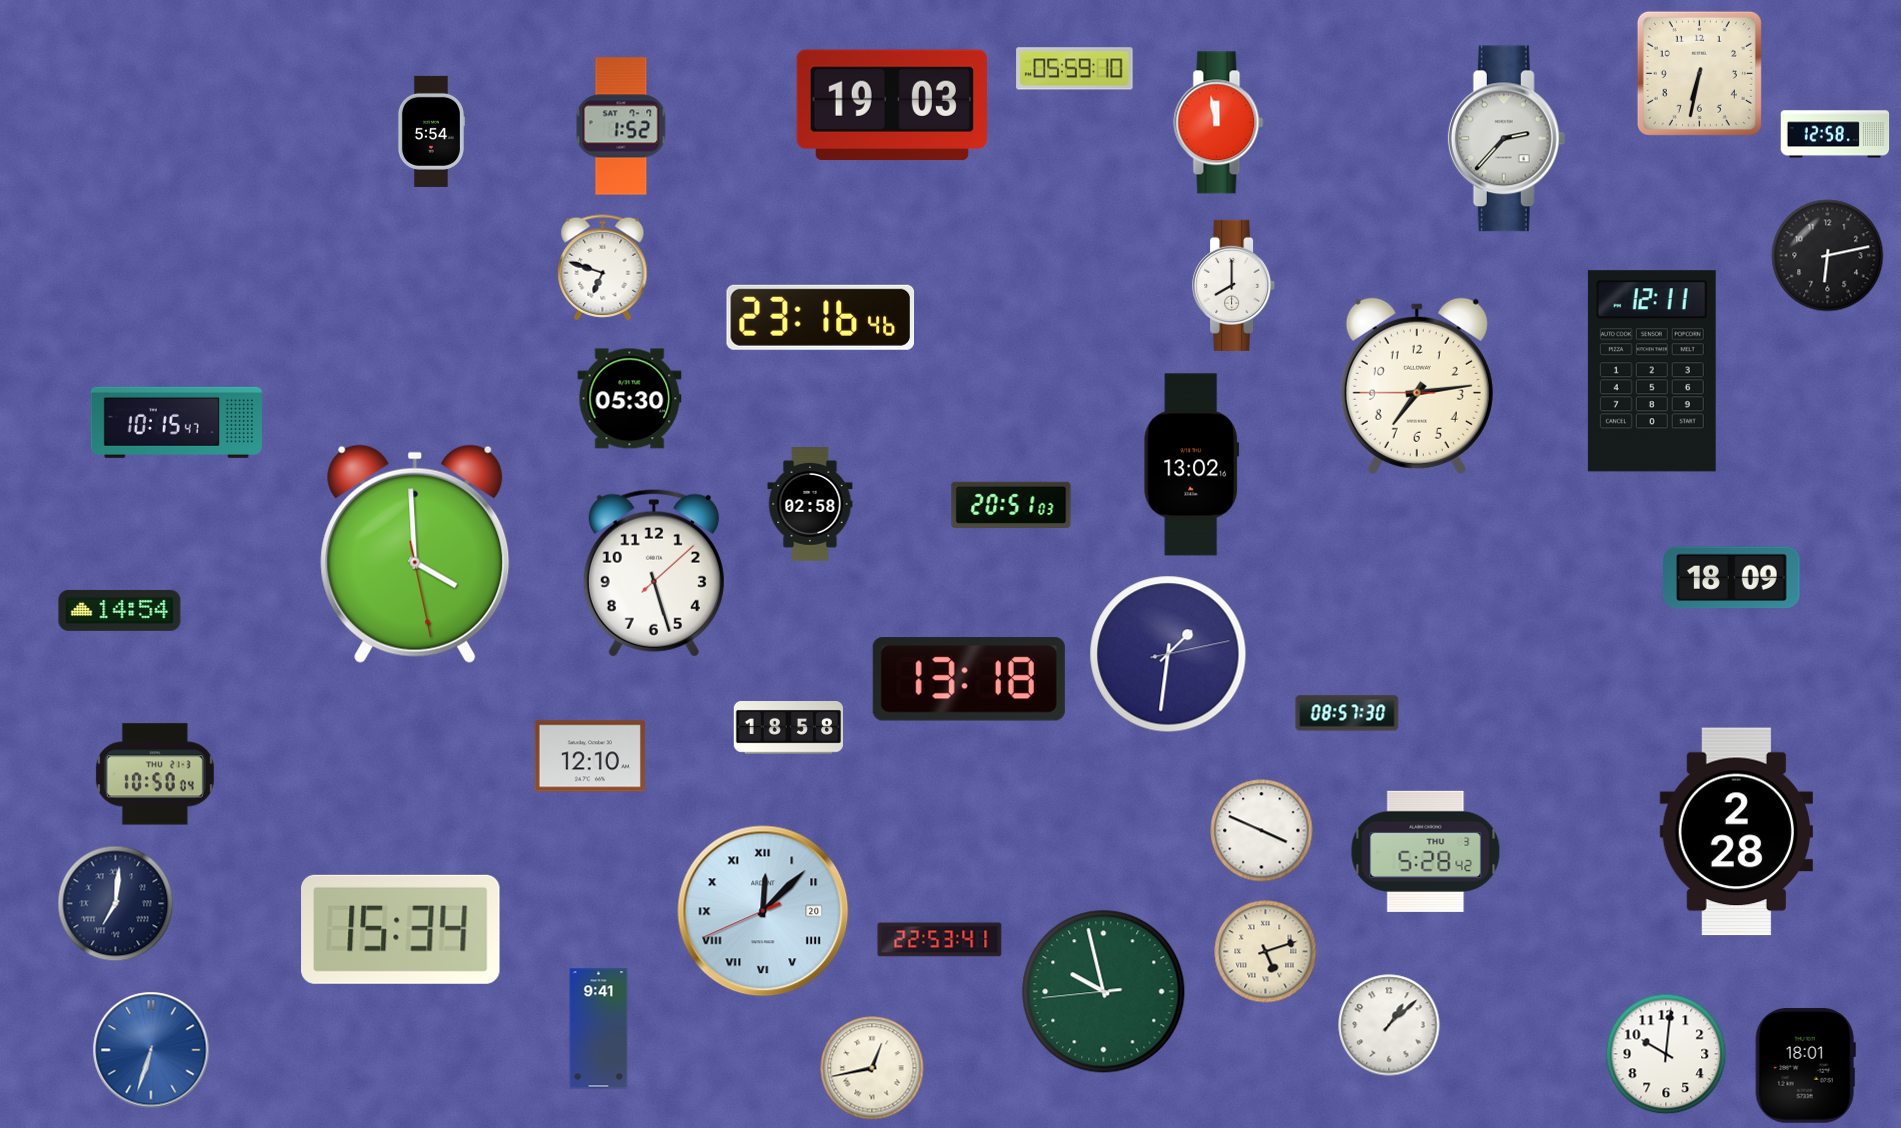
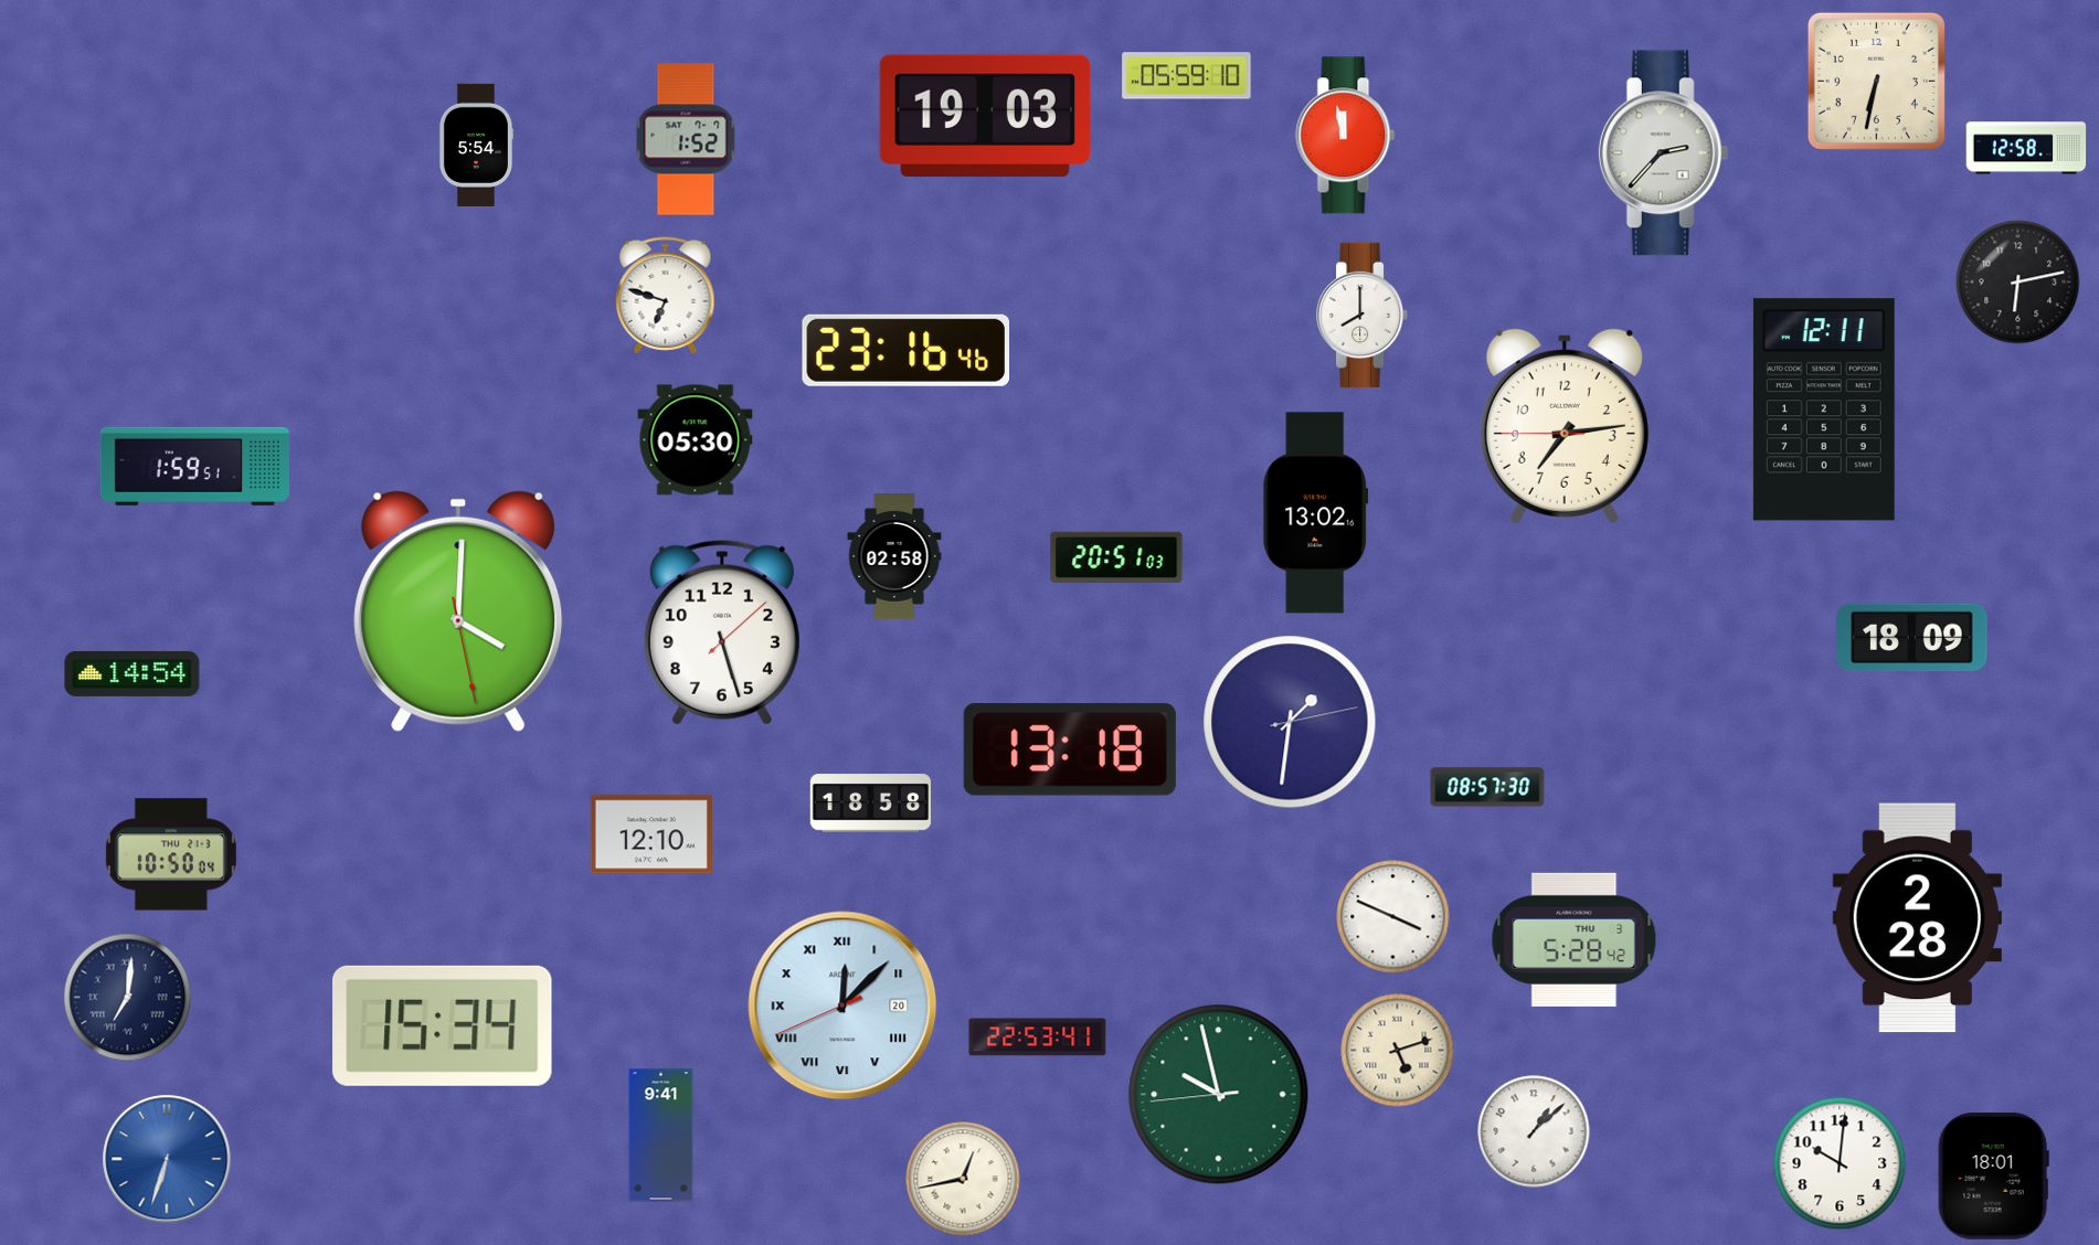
clock at (176, 422): 10:15 -> 1:59
clock at (415, 554): 3:59 -> 4:00
